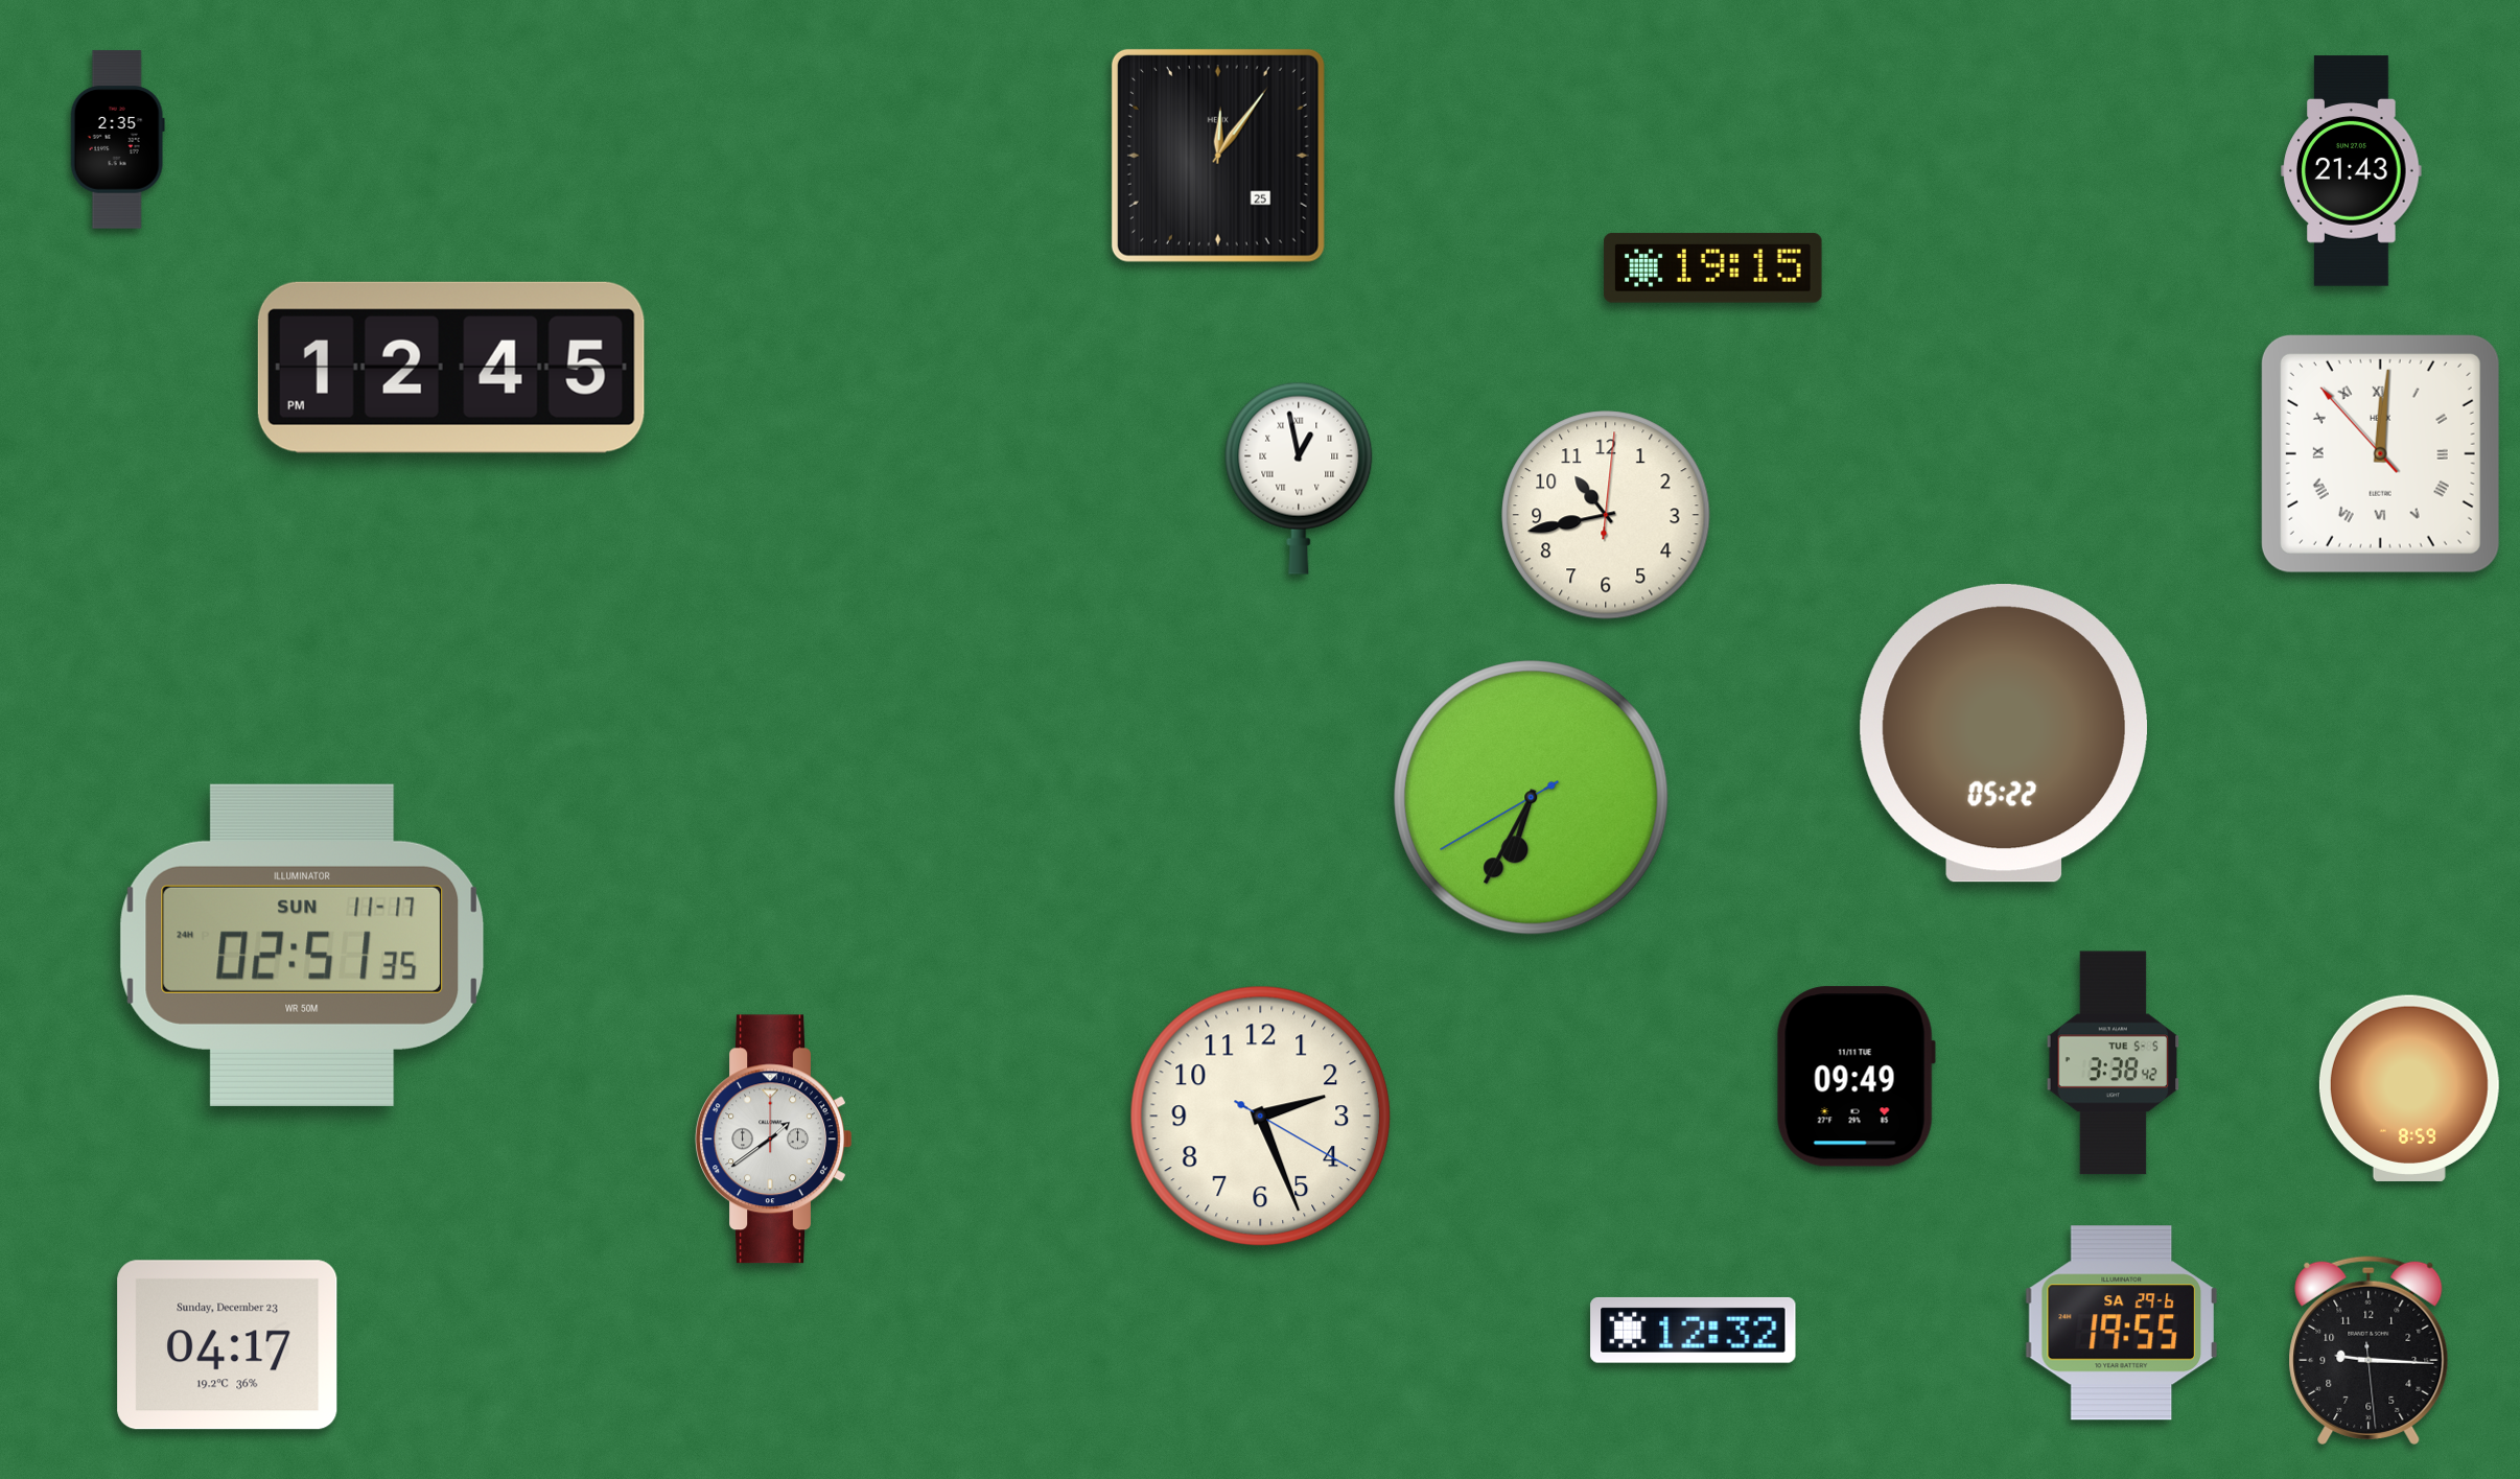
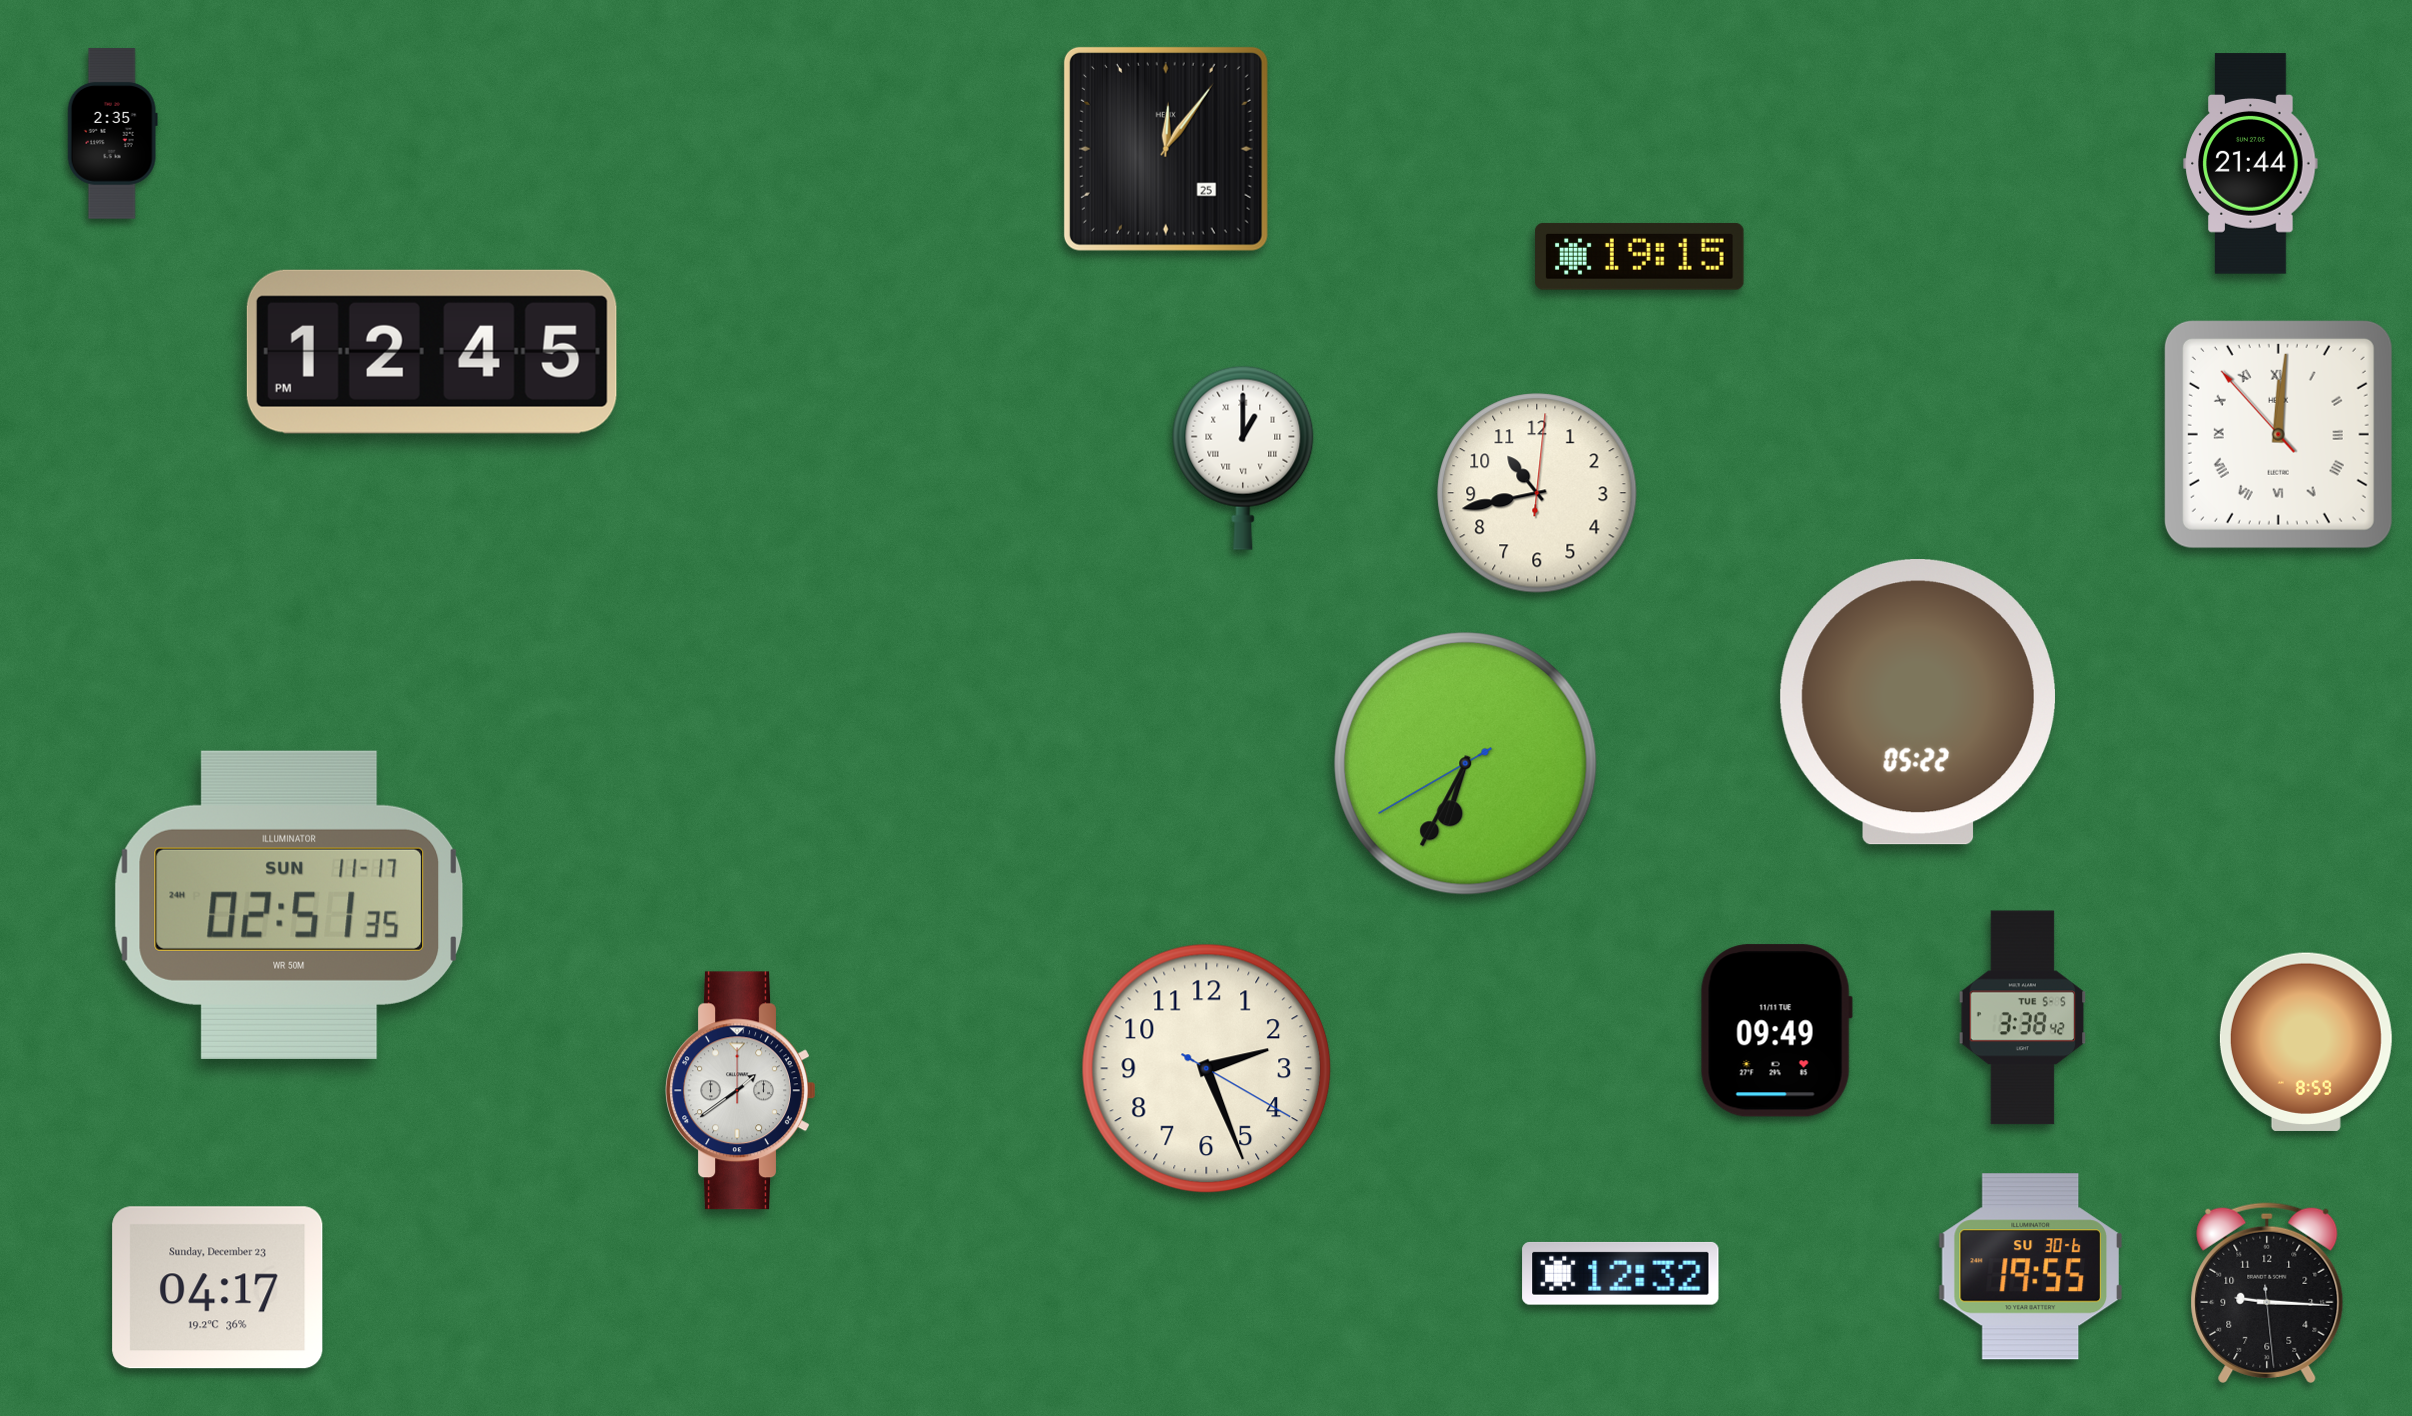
clock at (2352, 171): 21:43 -> 21:44
clock at (1299, 478): 12:58 -> 1:00
clock at (2121, 1323) date: SA 29-6 -> SU 30-6
